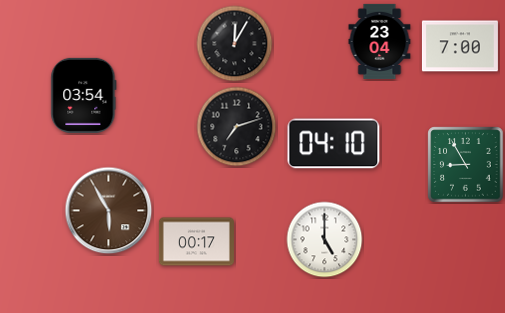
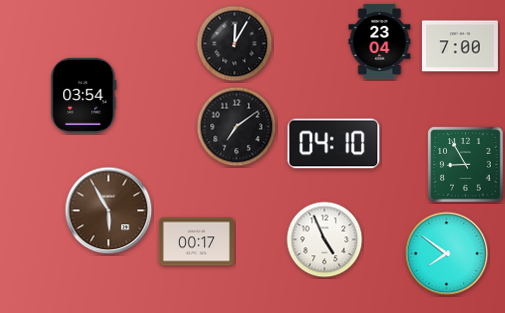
clock at (237, 127): 7:12 -> 7:09
clock at (325, 240): 5:00 -> 4:56
clock at (447, 254): none -> 7:51
